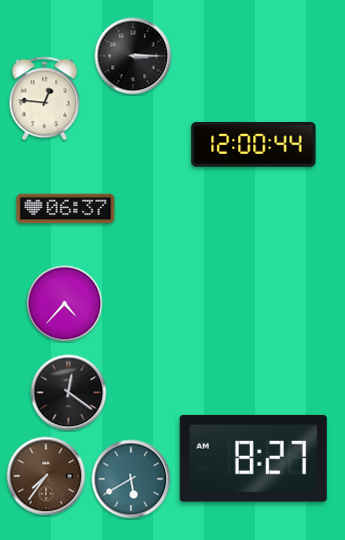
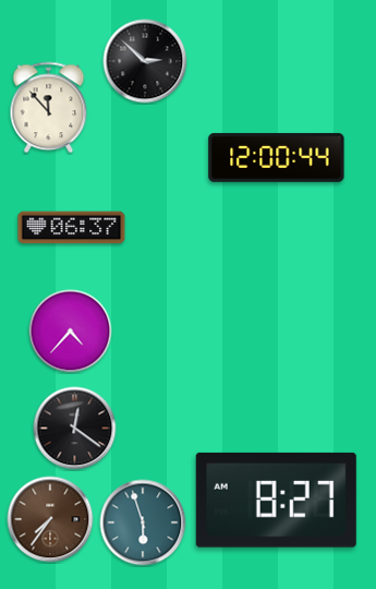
clock at (133, 56): 3:15 -> 2:52
clock at (45, 99): 12:46 -> 11:53
clock at (131, 479): 5:40 -> 5:57
